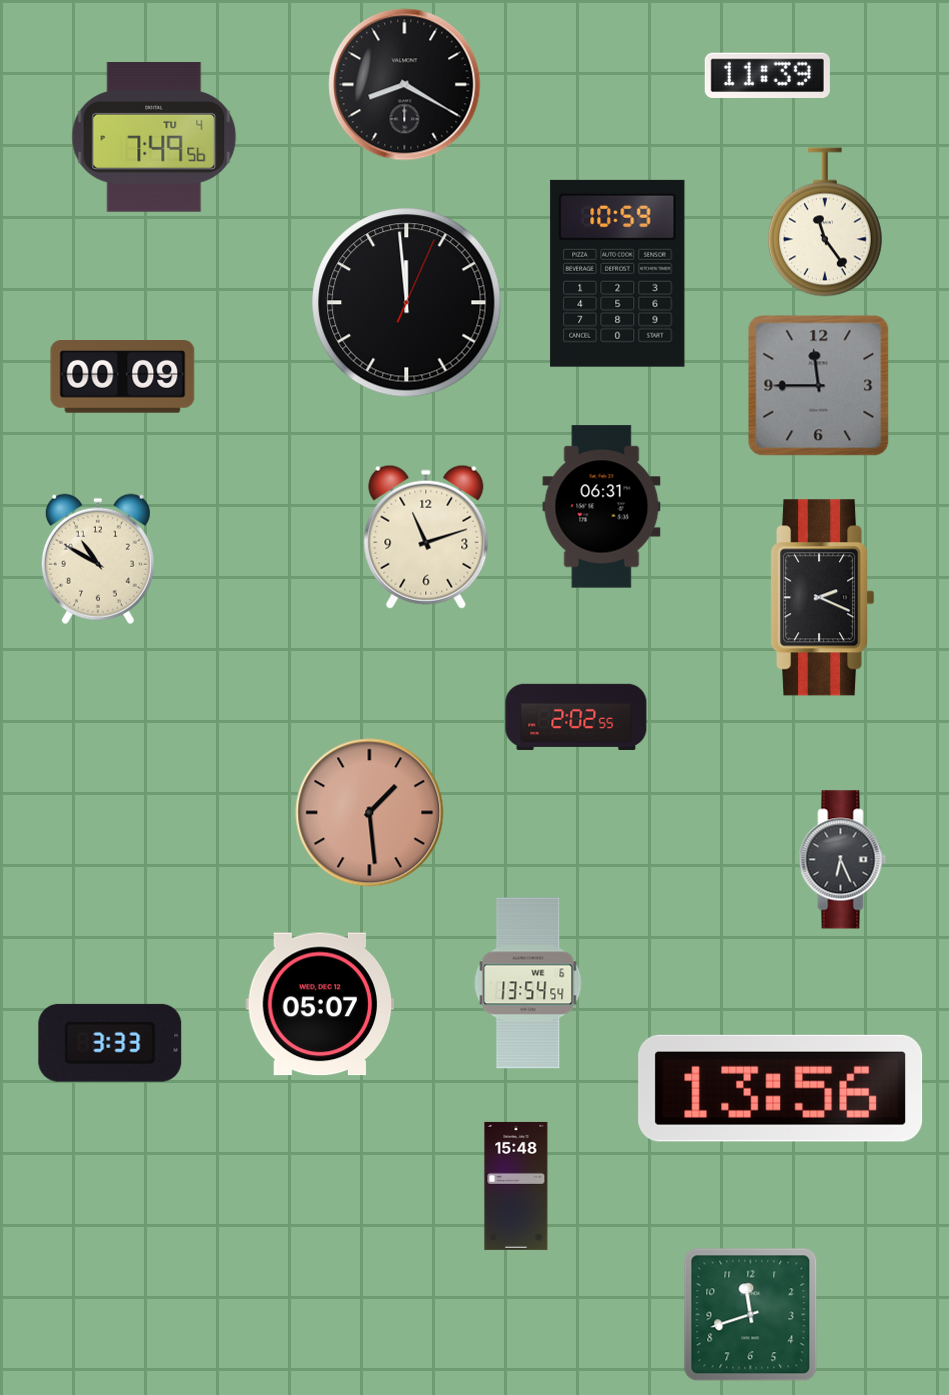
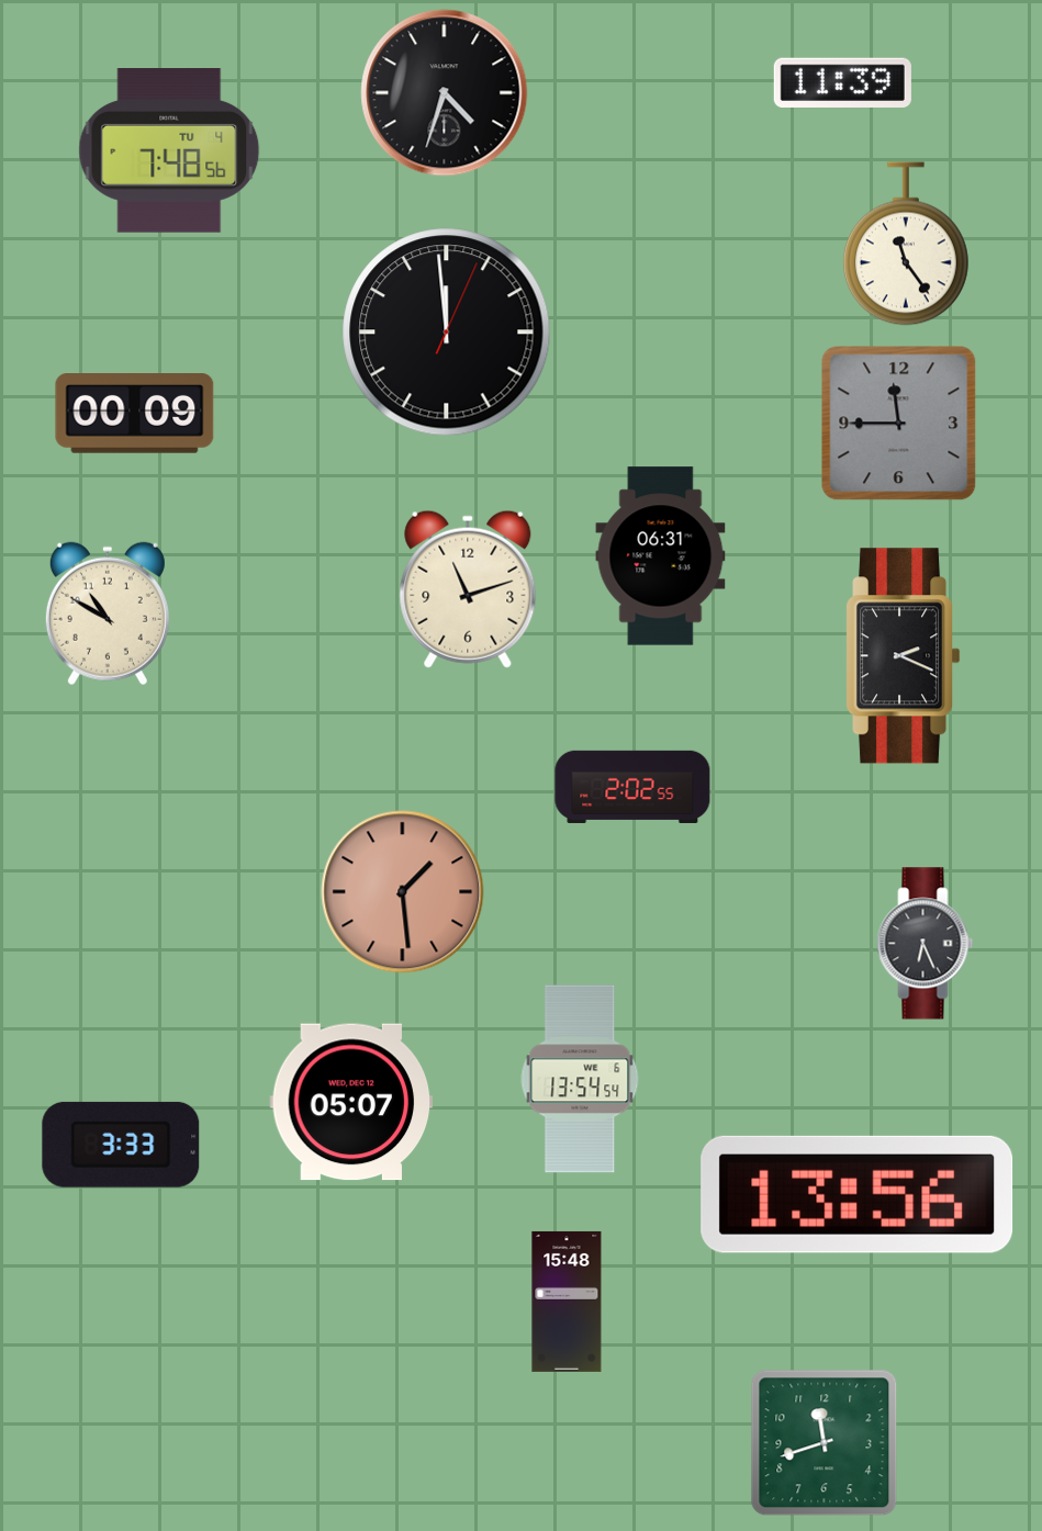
clock at (405, 85): 8:20 -> 4:33
clock at (154, 138): 7:49 -> 7:48
clock at (618, 273): 10:59 -> none
clock at (370, 813) position: (370, 813) -> (403, 892)
